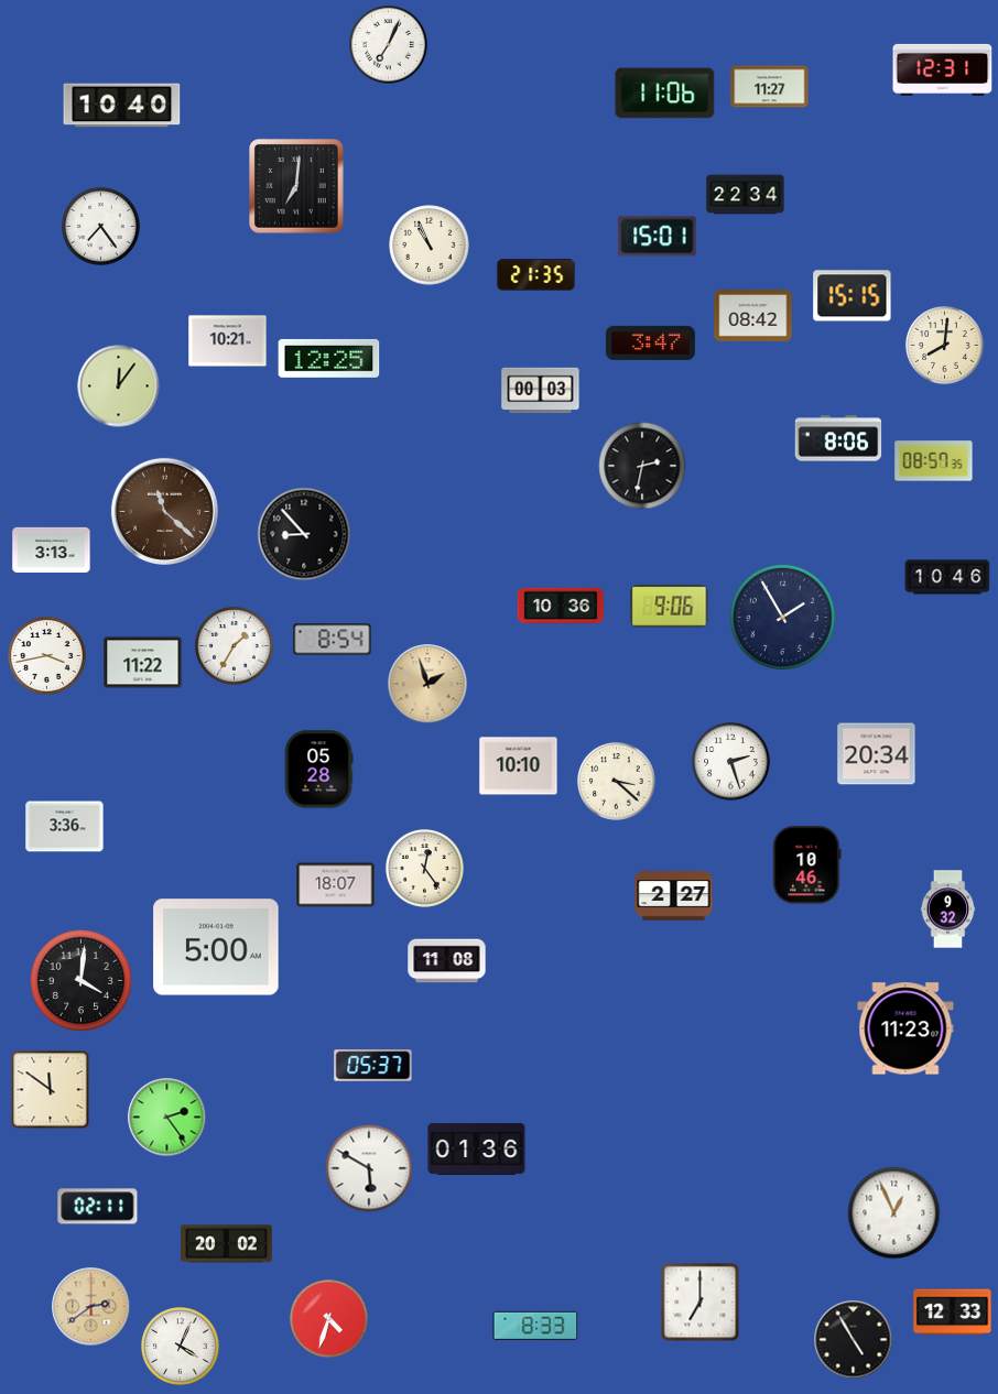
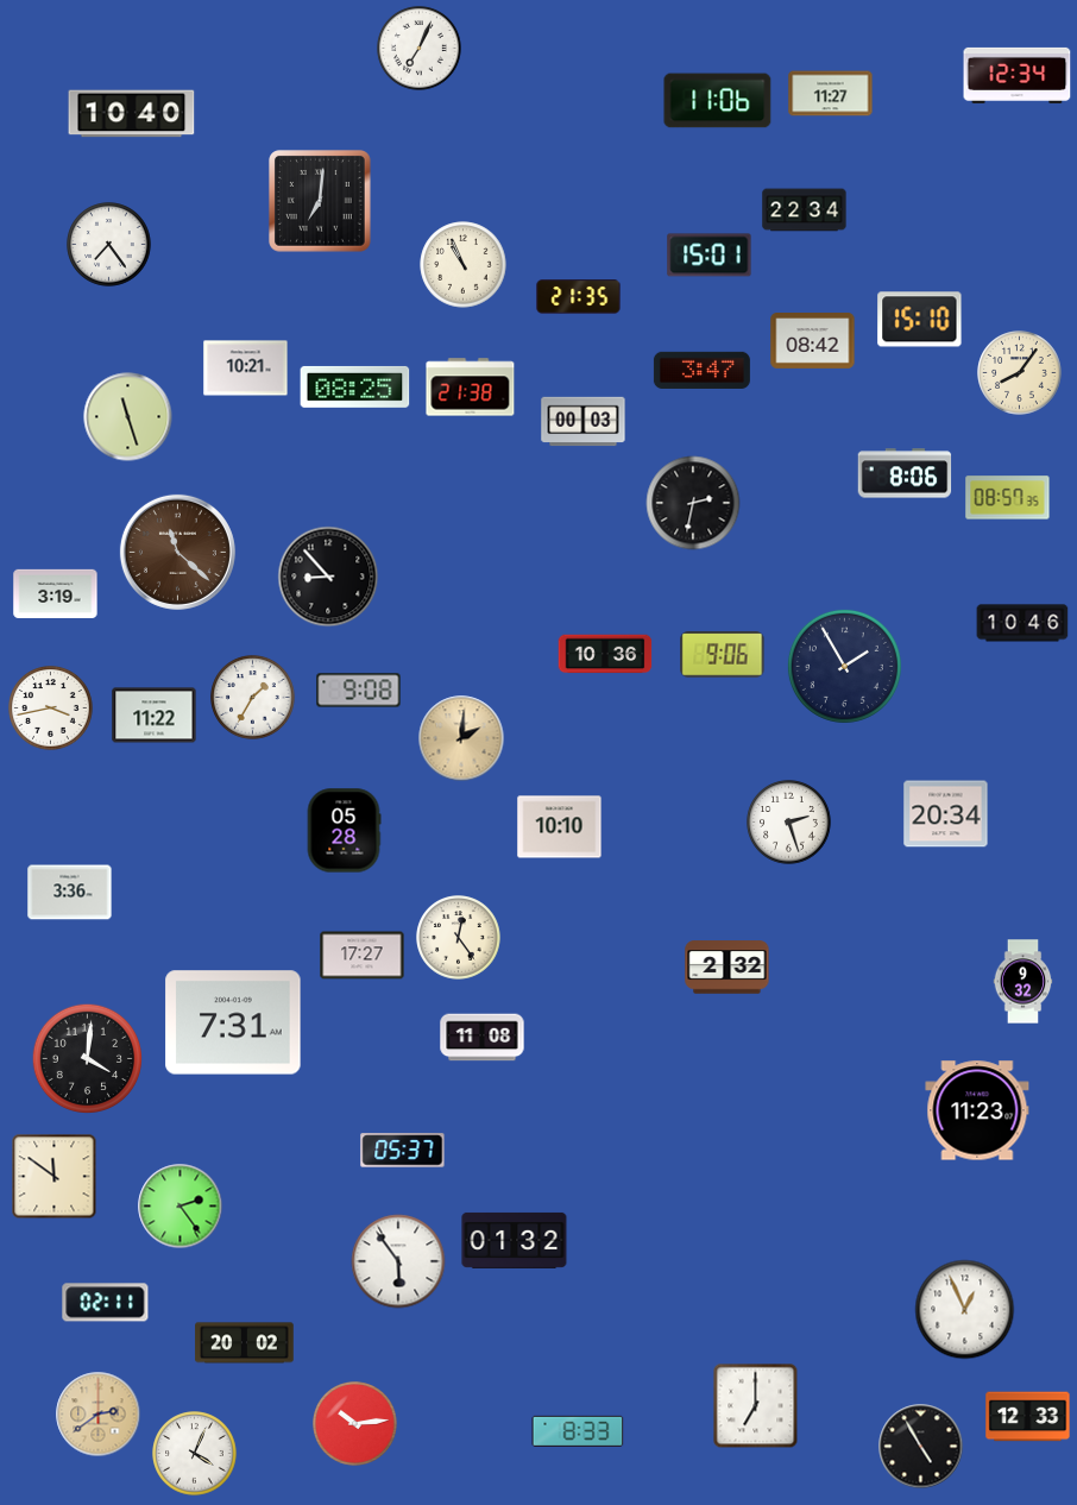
clock at (943, 69): 12:31 -> 12:34
clock at (853, 296): 15:15 -> 15:10
clock at (945, 346): 8:01 -> 8:06
clock at (329, 358): 12:25 -> 08:25
clock at (471, 388): none -> 21:38
clock at (119, 386): 12:06 -> 11:27
clock at (52, 549): 3:13 -> 3:19
clock at (333, 640): 8:54 -> 9:08
clock at (427, 684): 1:57 -> 2:01
clock at (617, 782): 3:22 -> none
clock at (807, 865): 10:46 -> none
clock at (336, 885): 18:07 -> 17:27
clock at (674, 896): 2:27 -> 2:32
clock at (216, 947): 5:00 -> 7:31
clock at (477, 1148): 01:36 -> 01:32
clock at (369, 1168): 5:50 -> 5:54
clock at (91, 1307) position: (91, 1307) -> (99, 1415)
clock at (329, 1319): 4:33 -> 10:14
